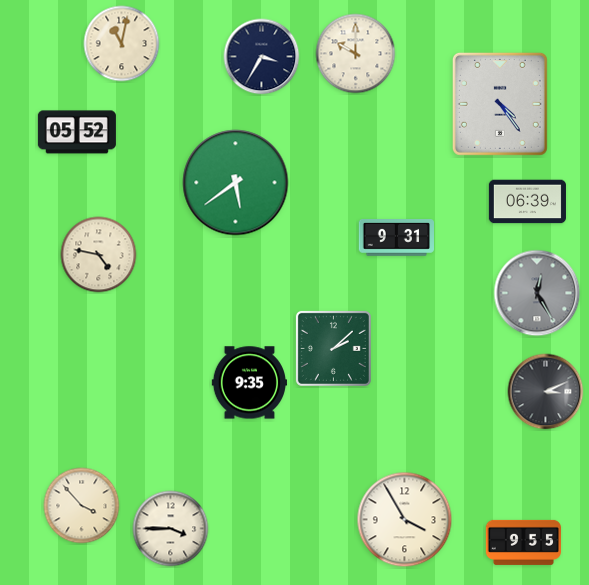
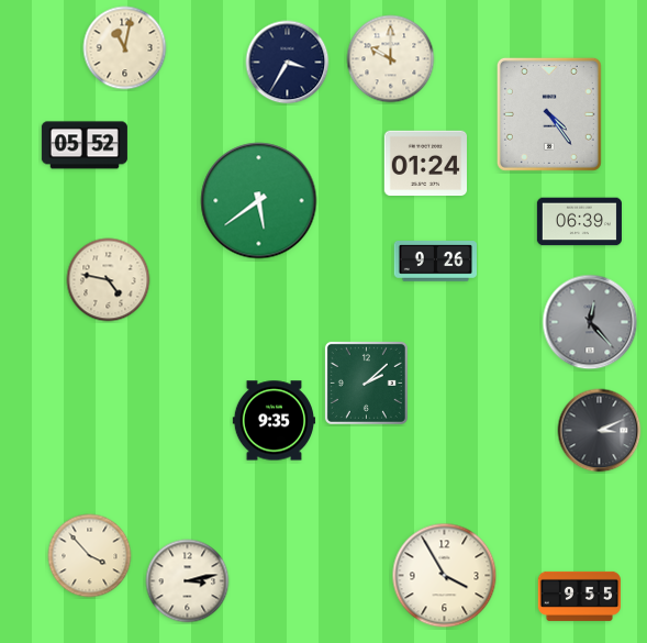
clock at (122, 44) position: (122, 44) -> (125, 48)
clock at (425, 164): none -> 01:24
clock at (396, 238): 9:31 -> 9:26
clock at (537, 293): 12:25 -> 12:23
clock at (405, 520) position: (405, 520) -> (445, 576)
clock at (171, 529): 3:45 -> 3:13
clock at (524, 542) position: (524, 542) -> (580, 596)
